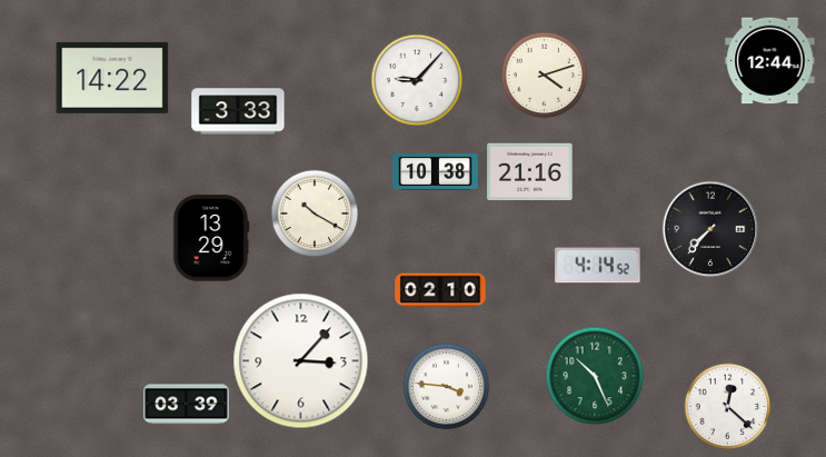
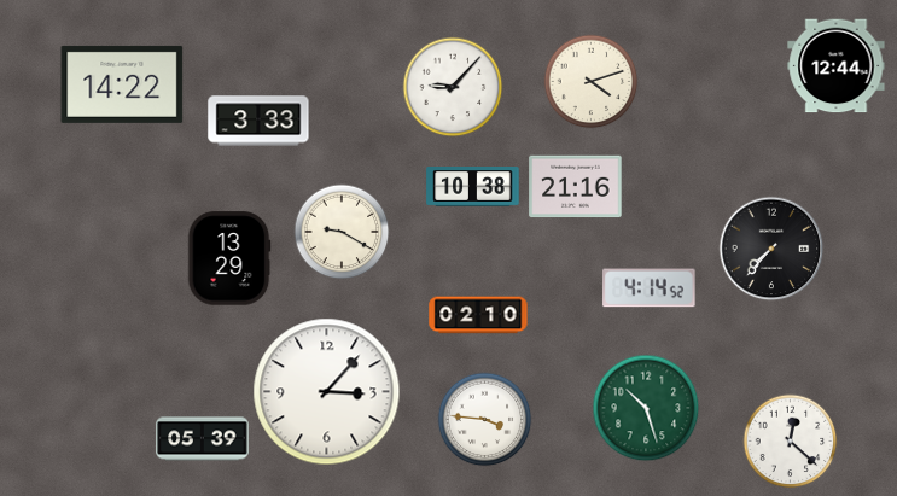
clock at (315, 213): 10:20 -> 9:20
clock at (595, 376): 10:26 -> 10:27
clock at (187, 405): 03:39 -> 05:39
